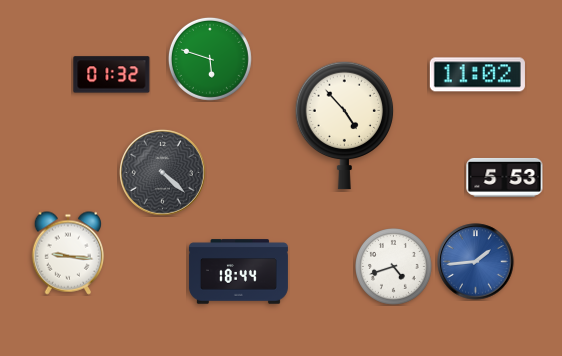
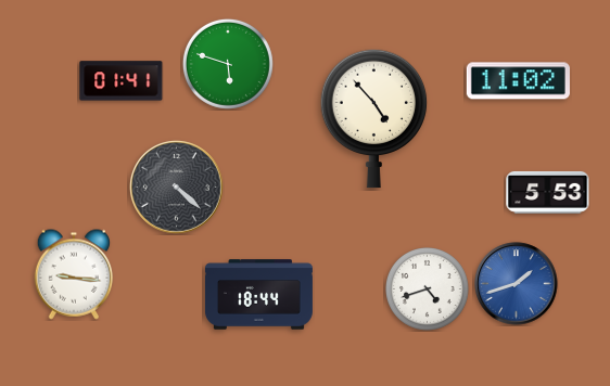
clock at (112, 75): 01:32 -> 01:41
clock at (345, 125) position: (345, 125) -> (374, 118)
clock at (476, 262): 1:44 -> 1:42
